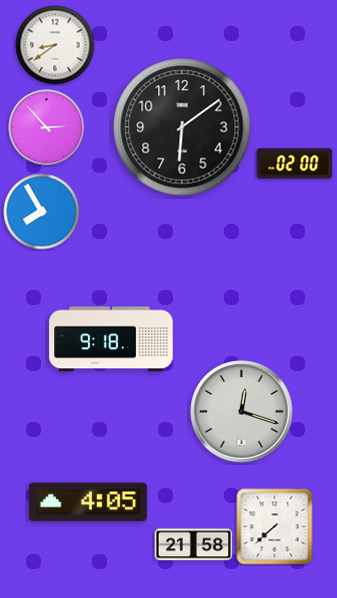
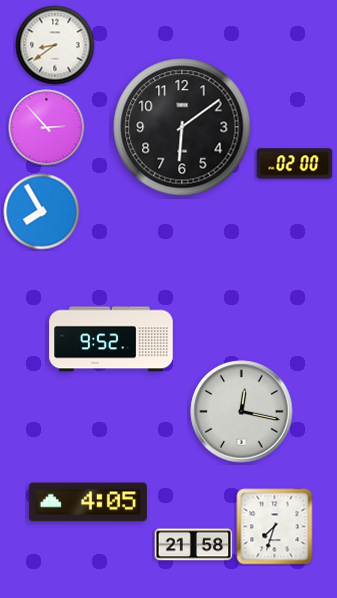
clock at (111, 339): 9:18 -> 9:52
clock at (242, 412): 12:18 -> 12:17
clock at (275, 527): 7:38 -> 7:33
